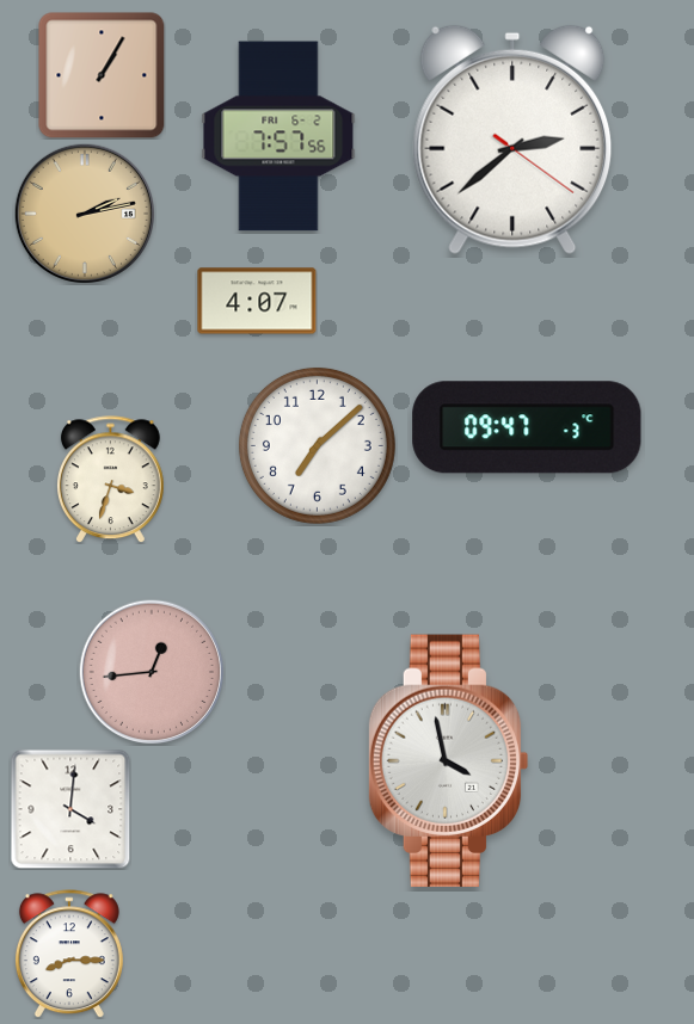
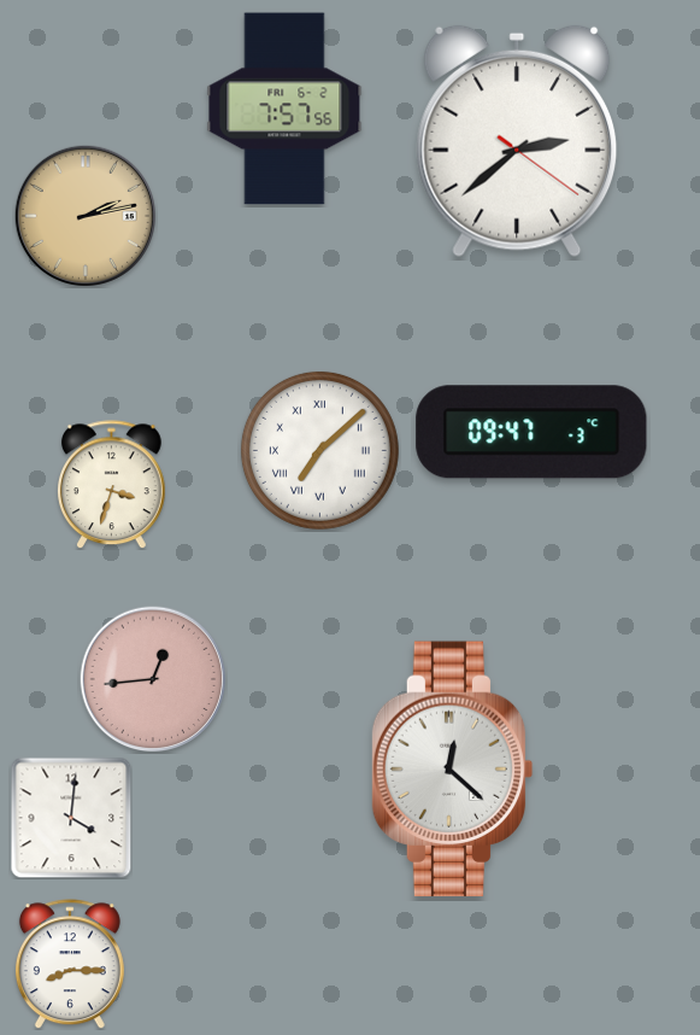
clock at (102, 75): 1:05 -> none
clock at (278, 136) position: (278, 136) -> (284, 109)
clock at (257, 301): 4:07 -> none
clock at (317, 445) numerals: Arabic -> Roman
clock at (449, 761): 3:58 -> 12:22
